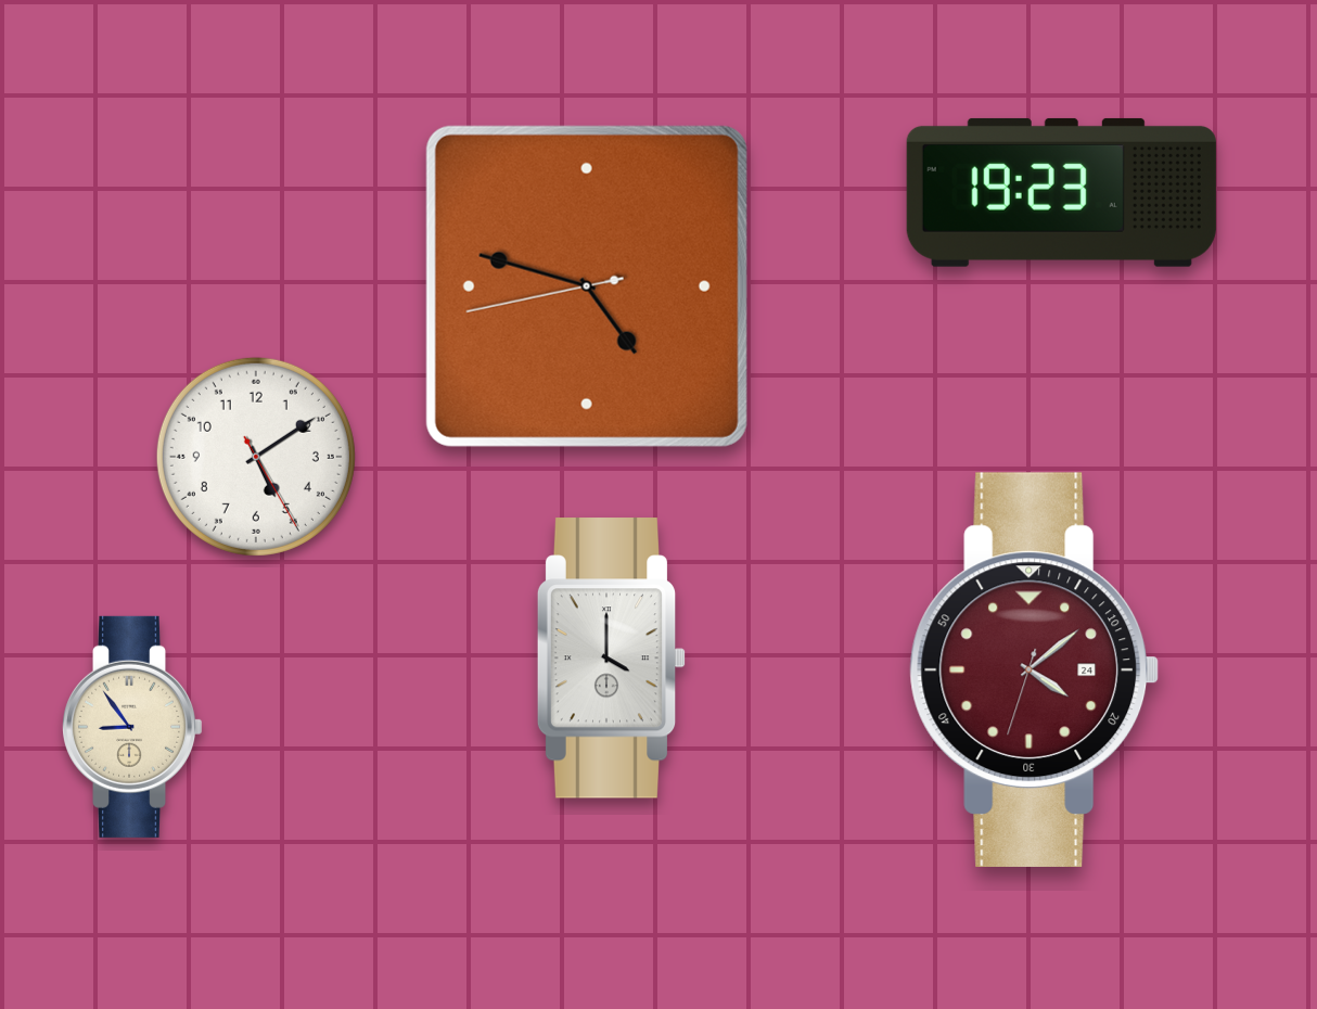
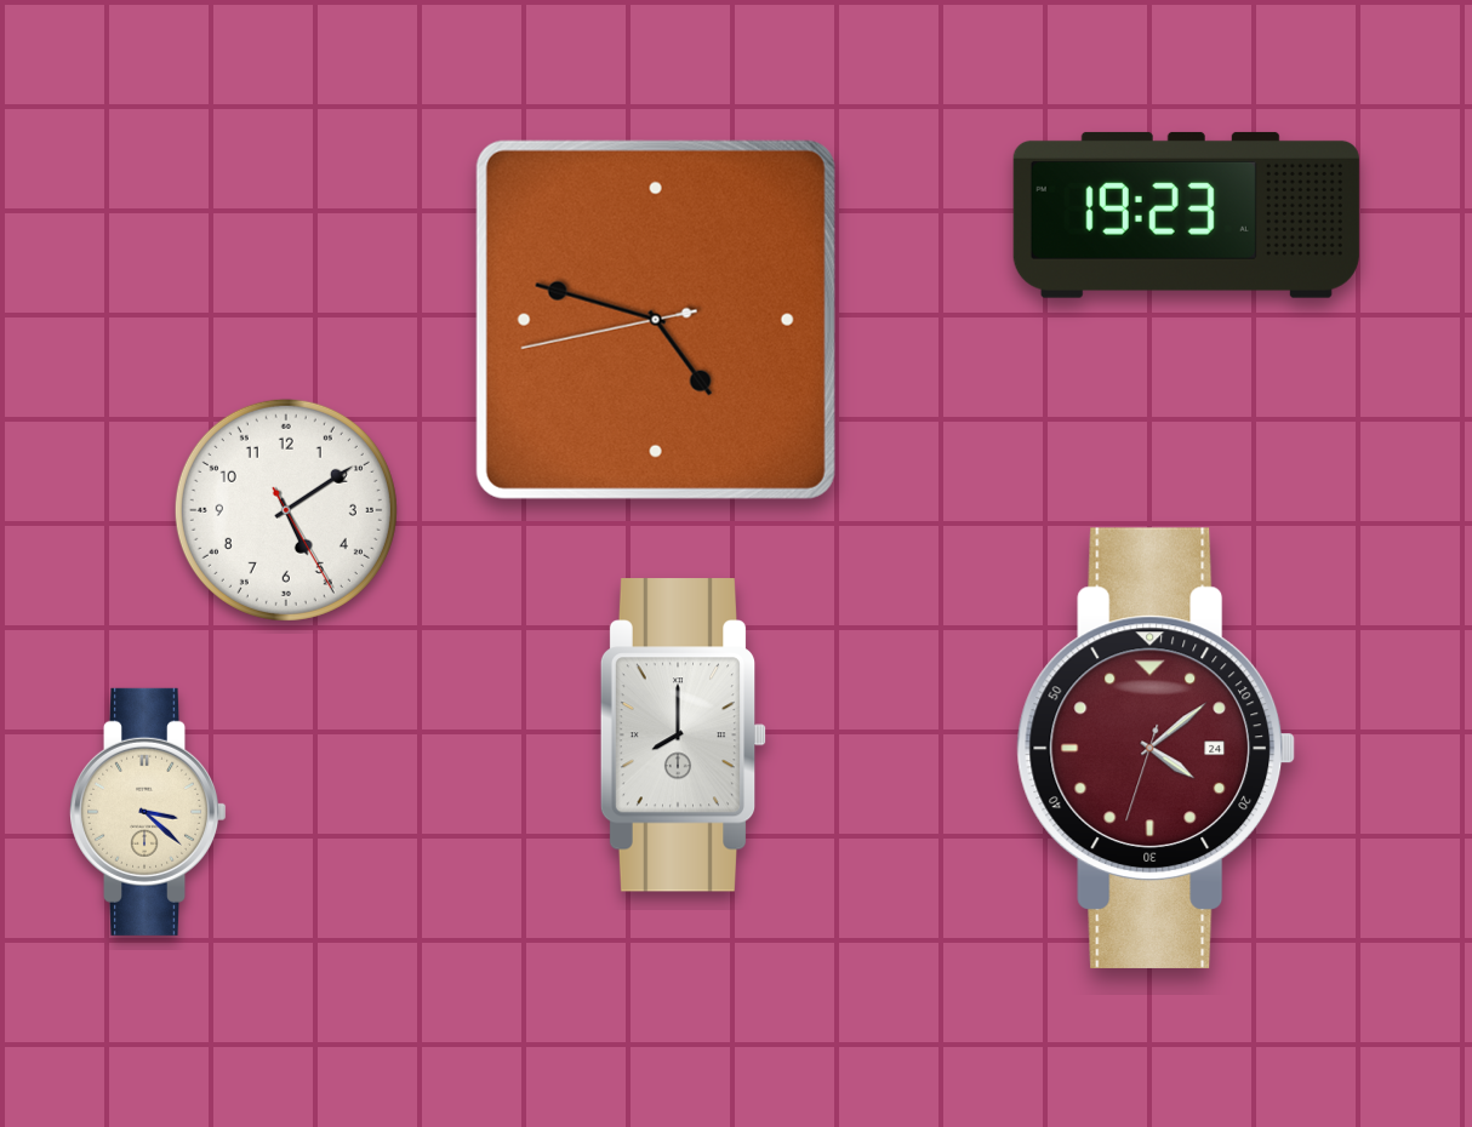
clock at (612, 659): 4:00 -> 8:00
clock at (133, 727): 8:54 -> 3:22
